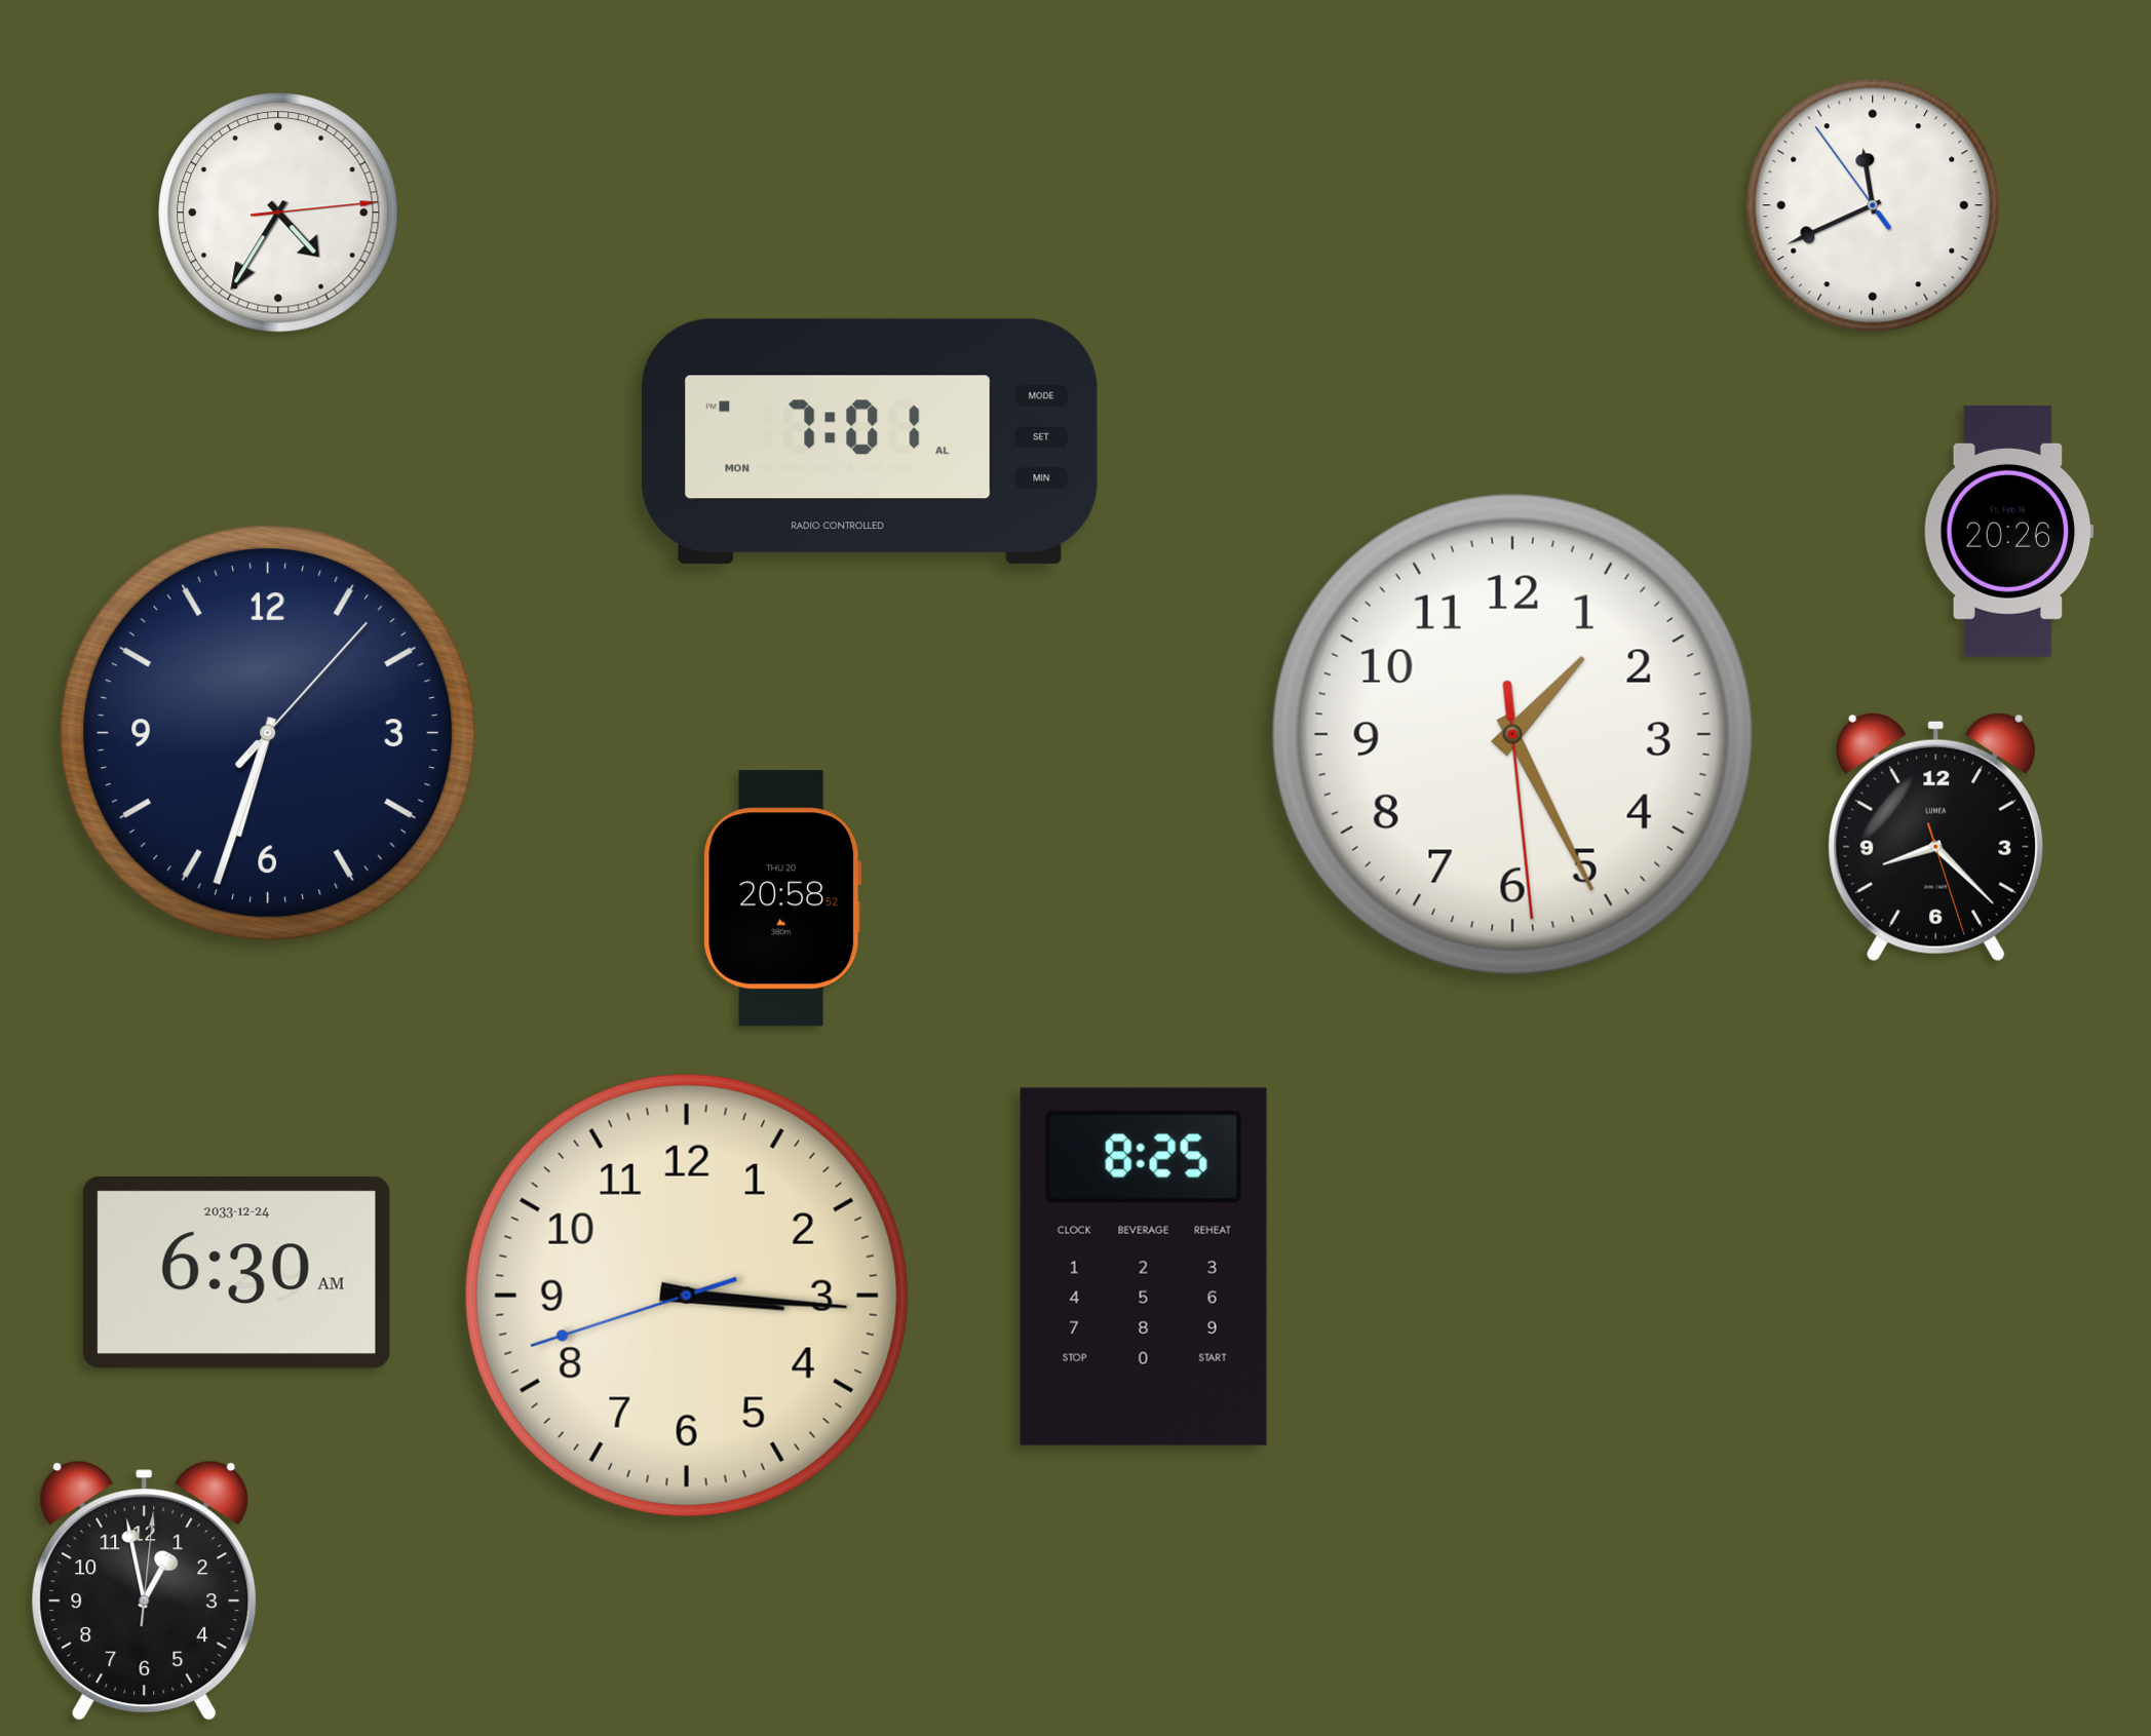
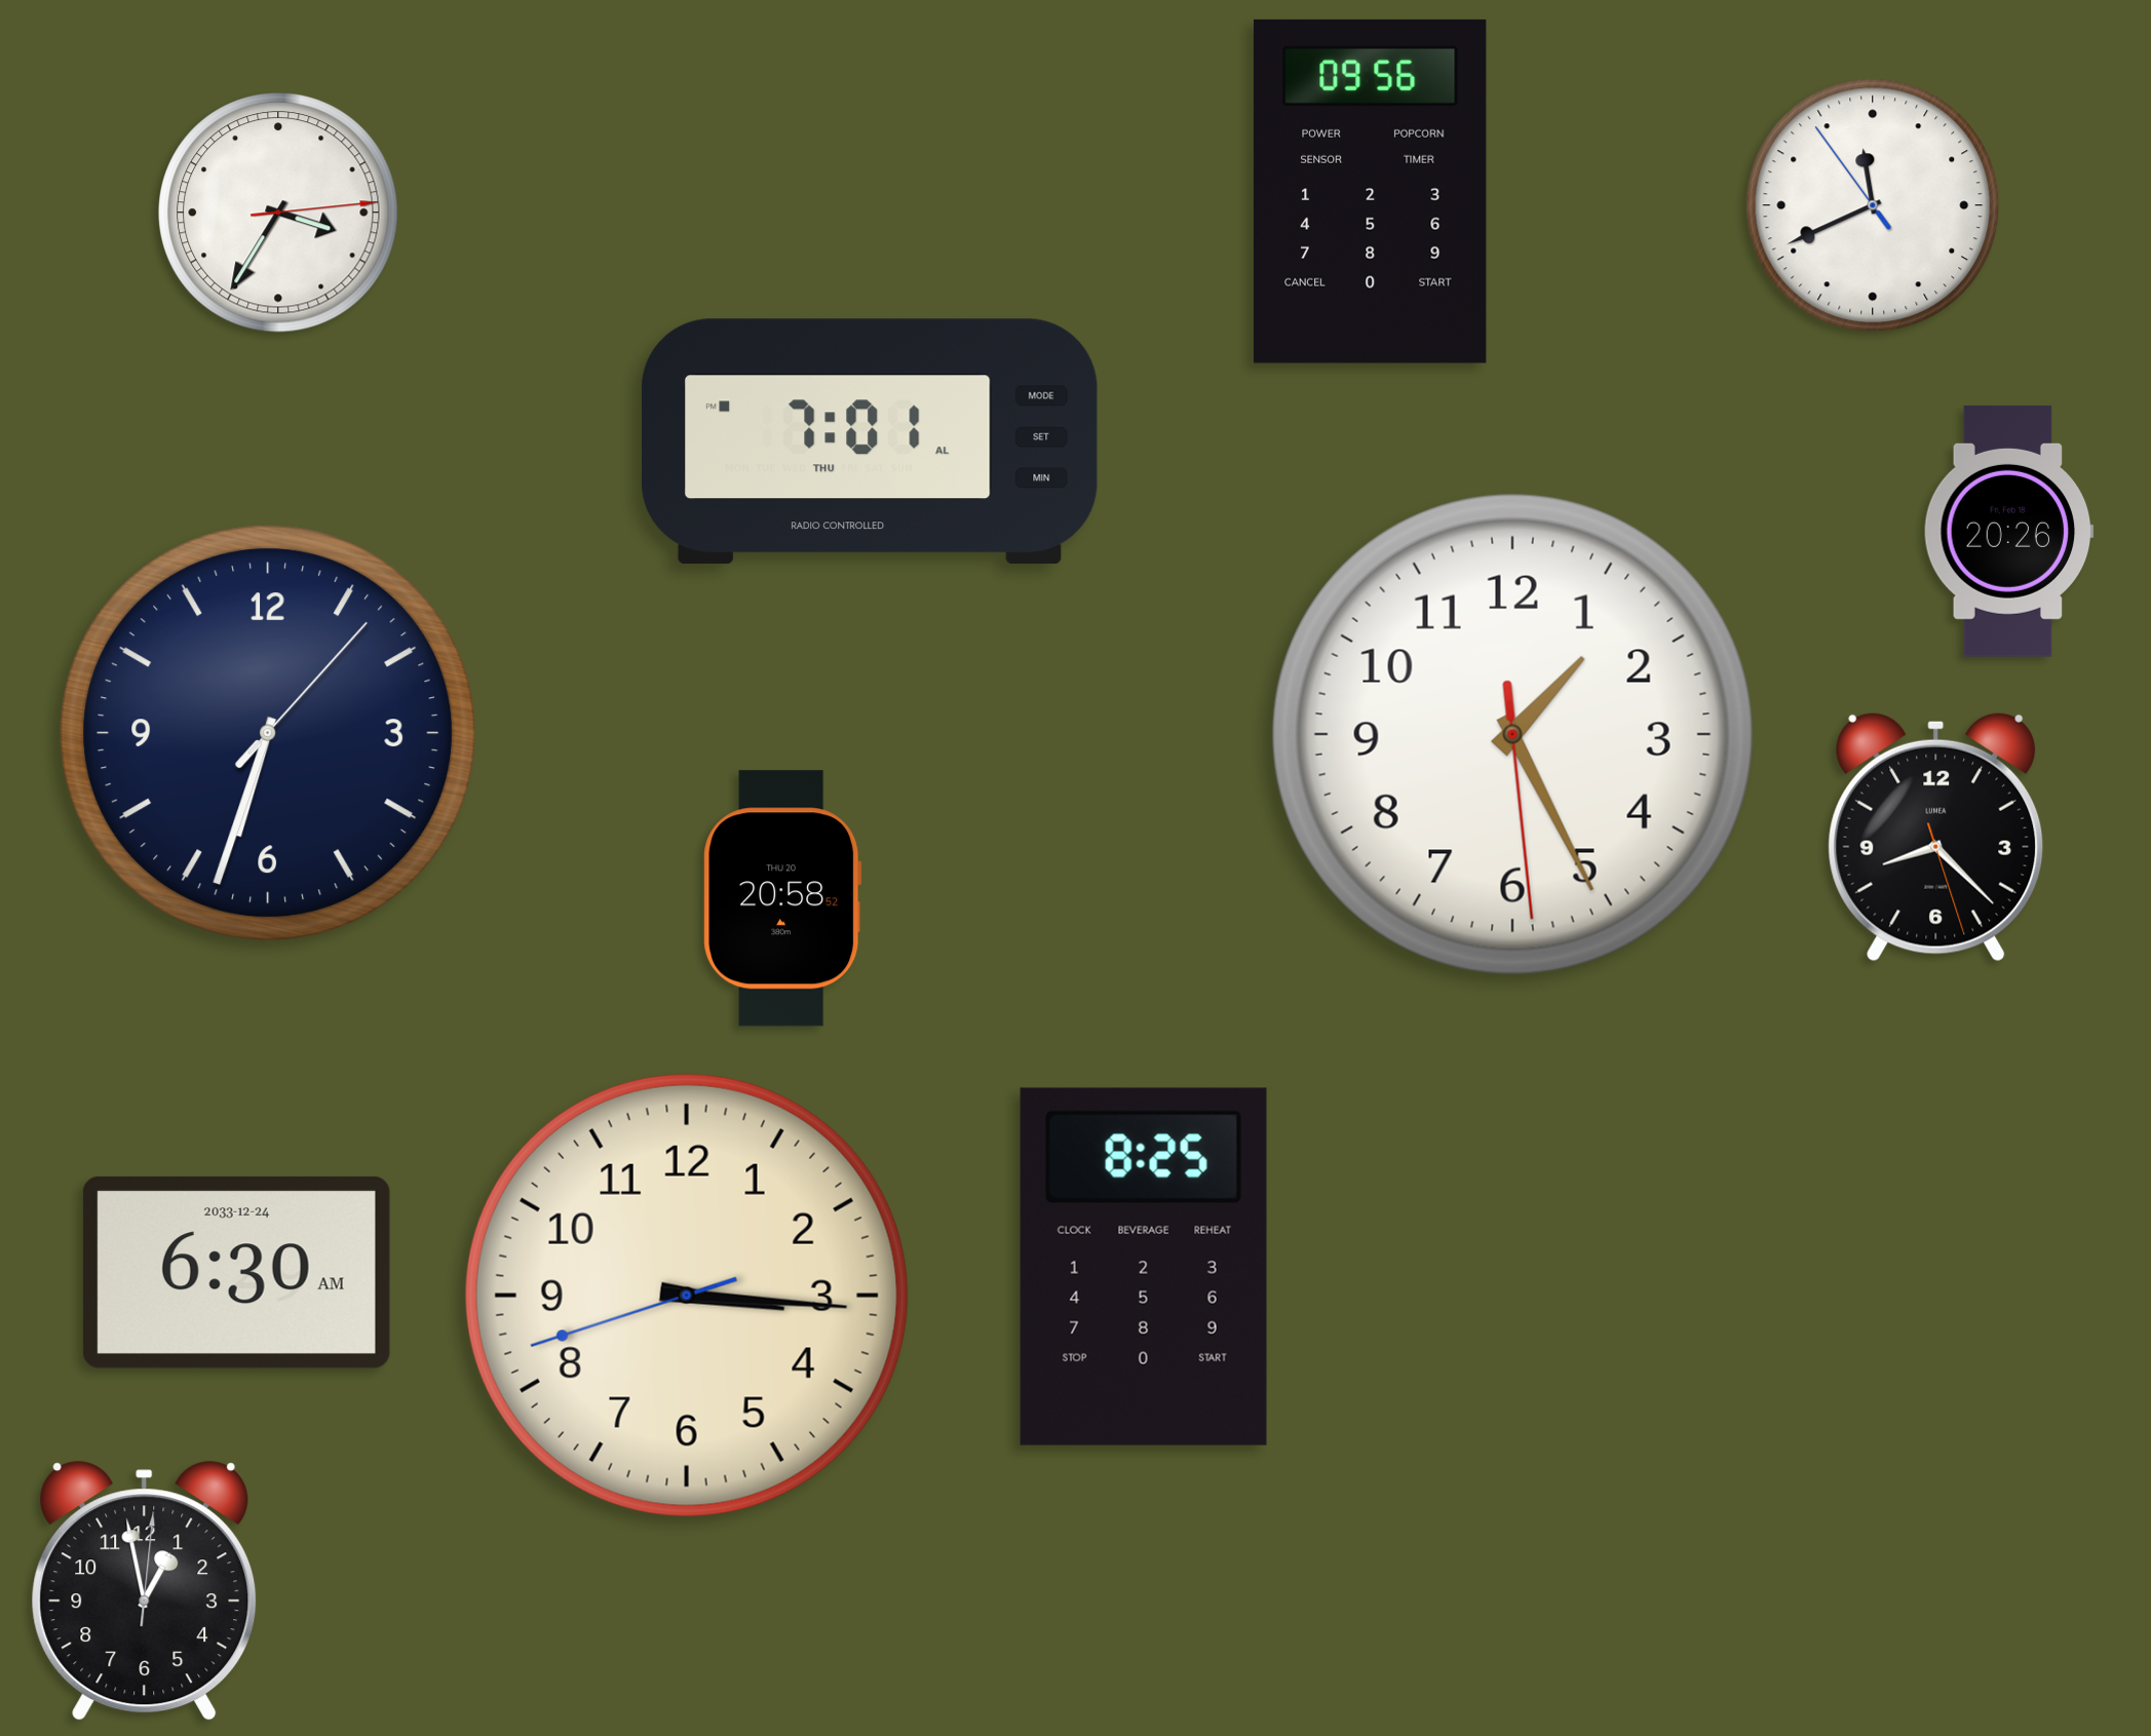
clock at (1371, 191): none -> 09:56
clock at (278, 213): 4:35 -> 3:35
clock at (870, 441) date: MON -> THU
